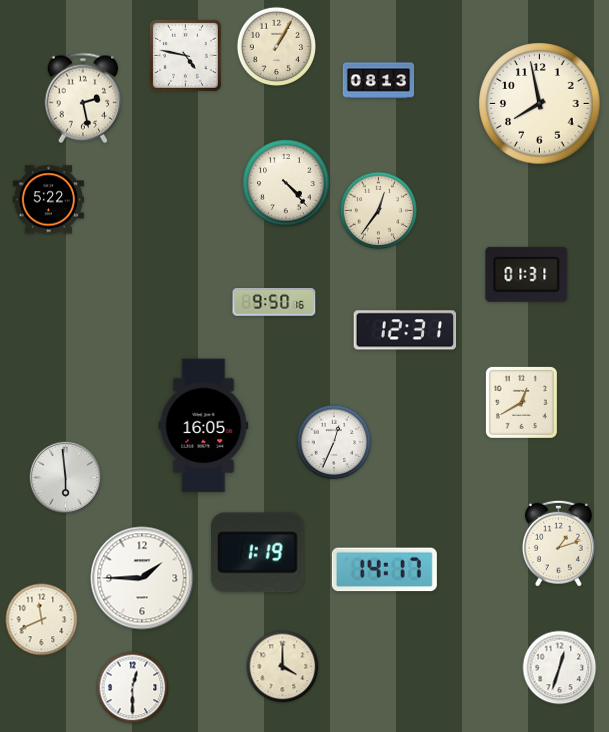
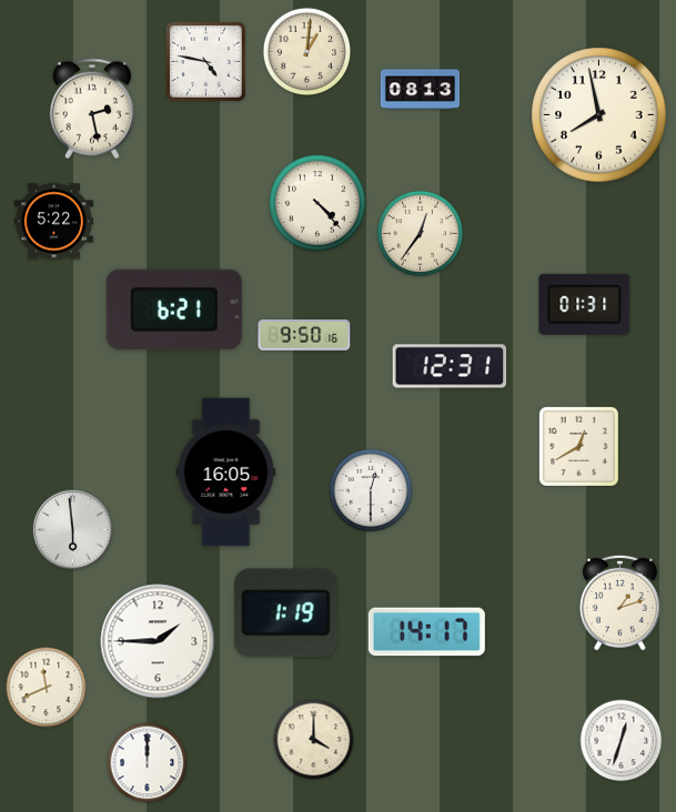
clock at (276, 46): 1:05 -> 1:01
clock at (174, 309): none -> 6:21
clock at (334, 442): 12:34 -> 12:30
clock at (133, 688): 12:30 -> 12:00
